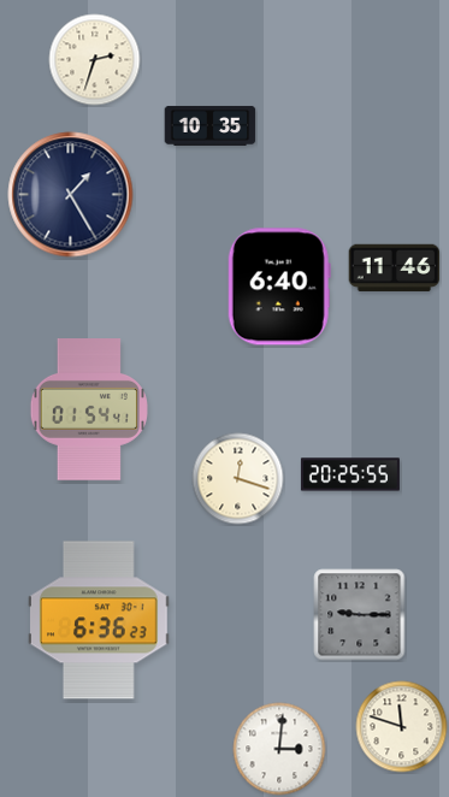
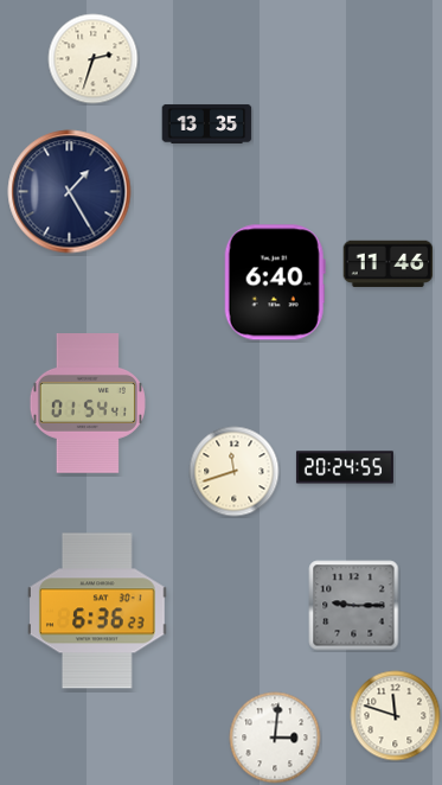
clock at (211, 125): 10:35 -> 13:35
clock at (350, 474): 20:25 -> 20:24
clock at (238, 479): 12:18 -> 11:42
